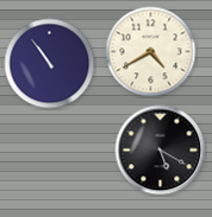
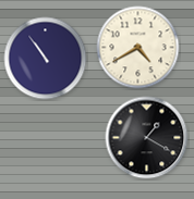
clock at (161, 151): 5:20 -> 1:20
